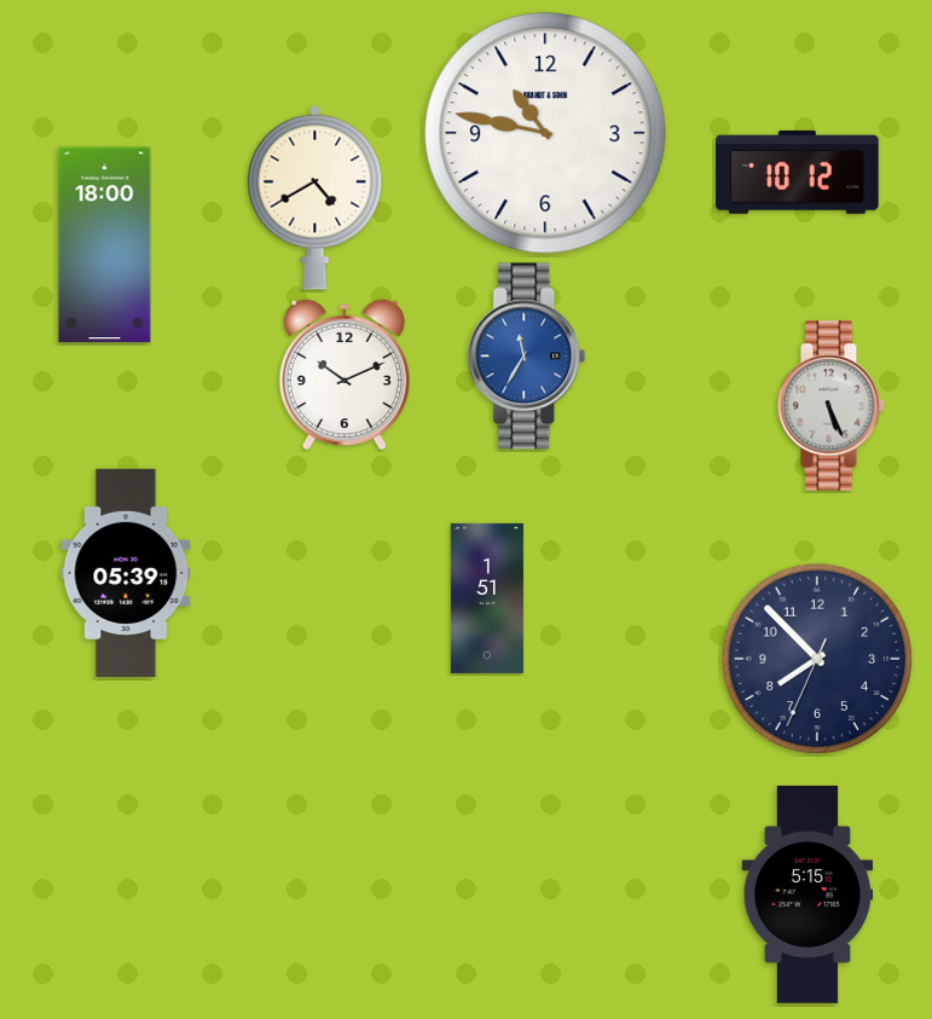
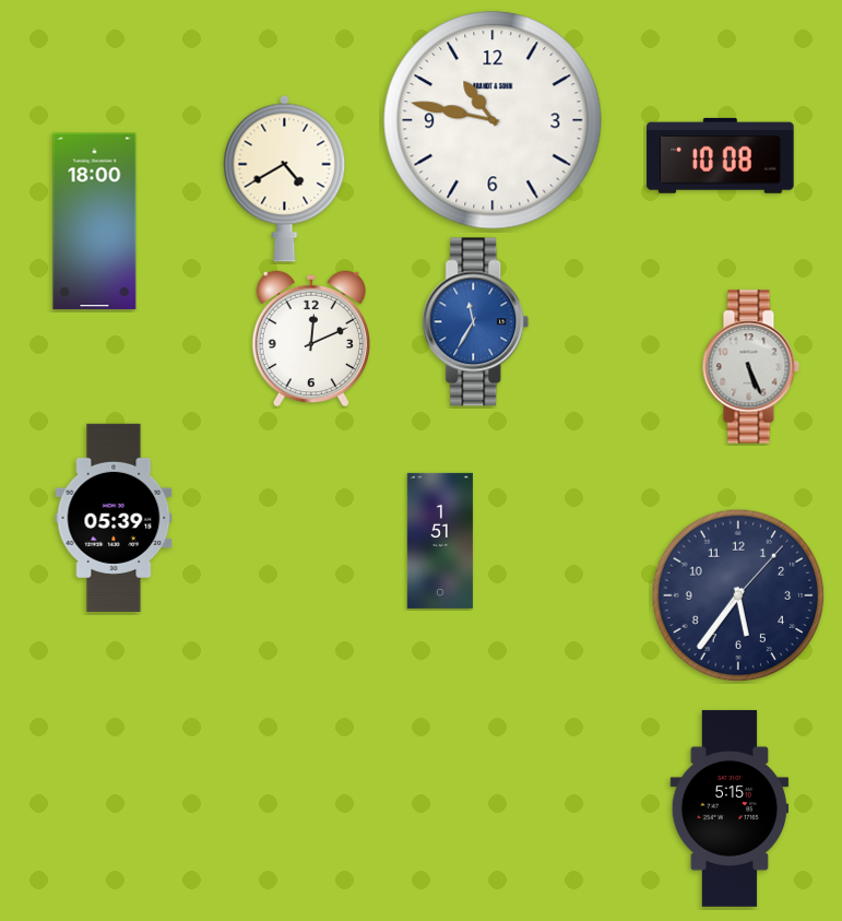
clock at (798, 172): 10:12 -> 10:08
clock at (345, 375): 10:11 -> 12:11
clock at (817, 659): 7:52 -> 5:36
